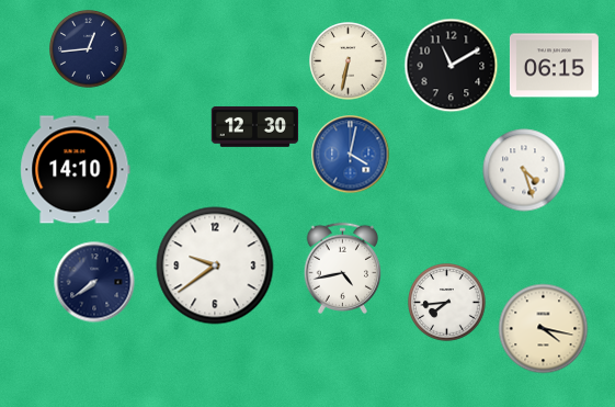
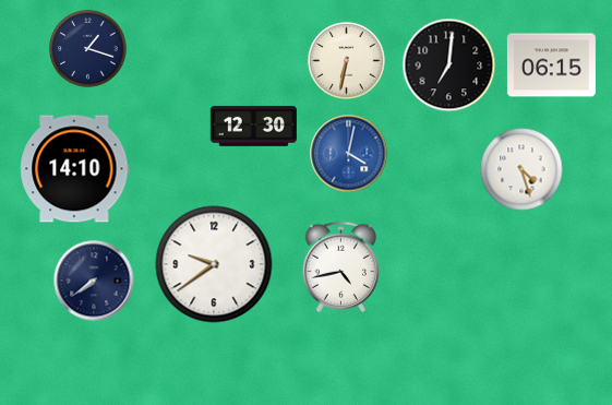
clock at (89, 49): 12:44 -> 1:18
clock at (452, 66): 11:10 -> 7:01
clock at (447, 303): 7:44 -> none
clock at (544, 329): 4:17 -> none
